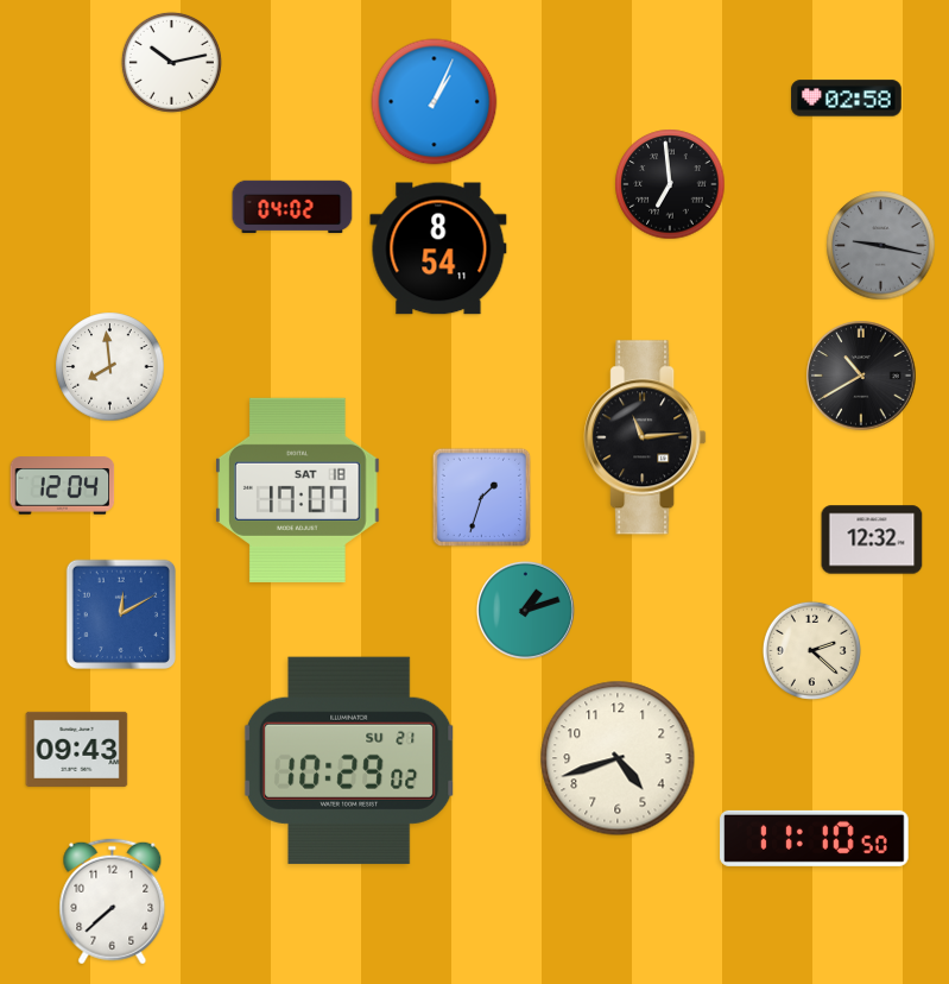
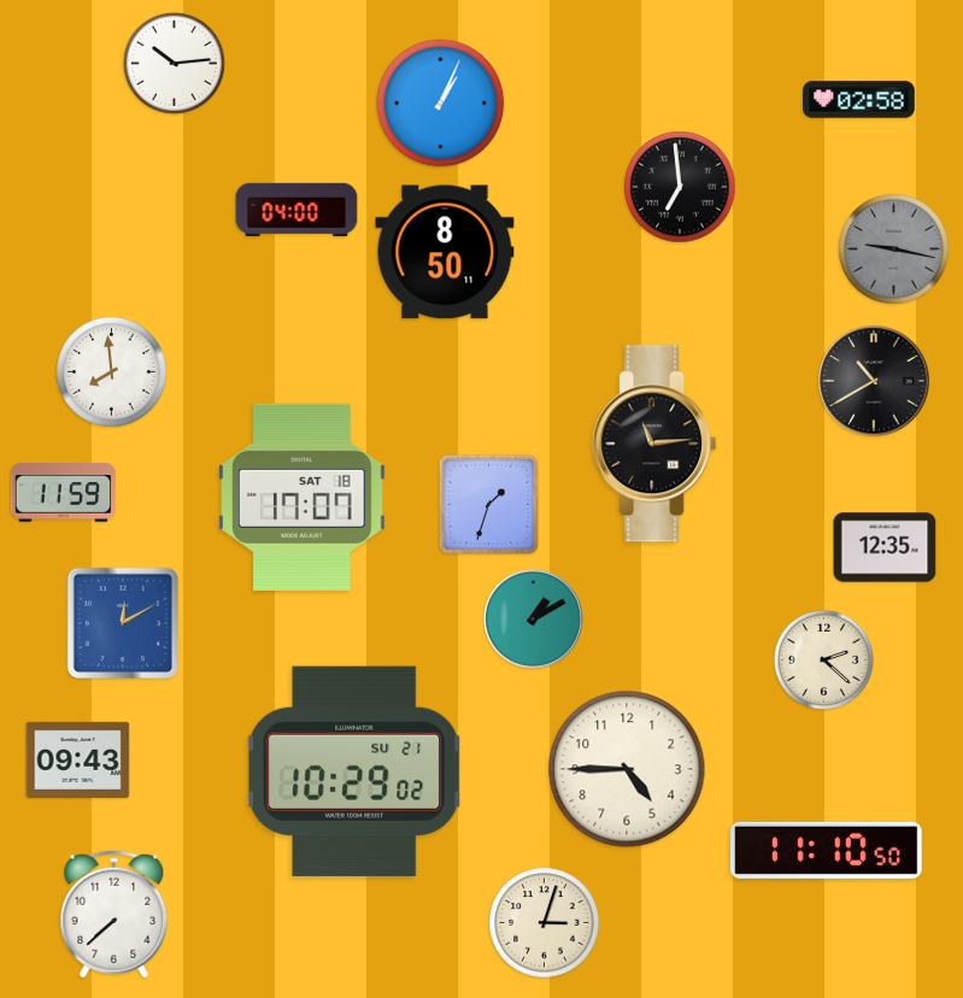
clock at (171, 62): 10:13 -> 10:14
clock at (292, 207): 04:02 -> 04:00
clock at (438, 248): 8:54 -> 8:50
clock at (63, 486): 12:04 -> 11:59
clock at (872, 540): 12:32 -> 12:35
clock at (525, 610): 1:12 -> 1:10
clock at (618, 758): 4:42 -> 4:45
clock at (545, 923): none -> 3:03
